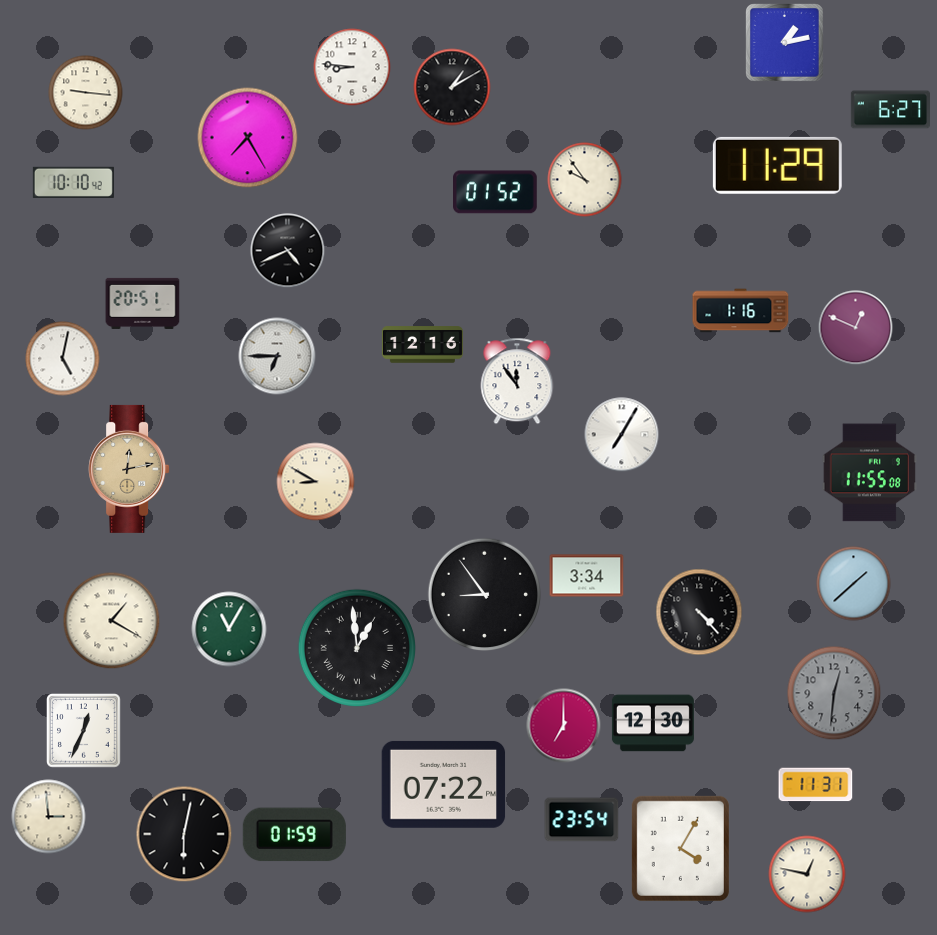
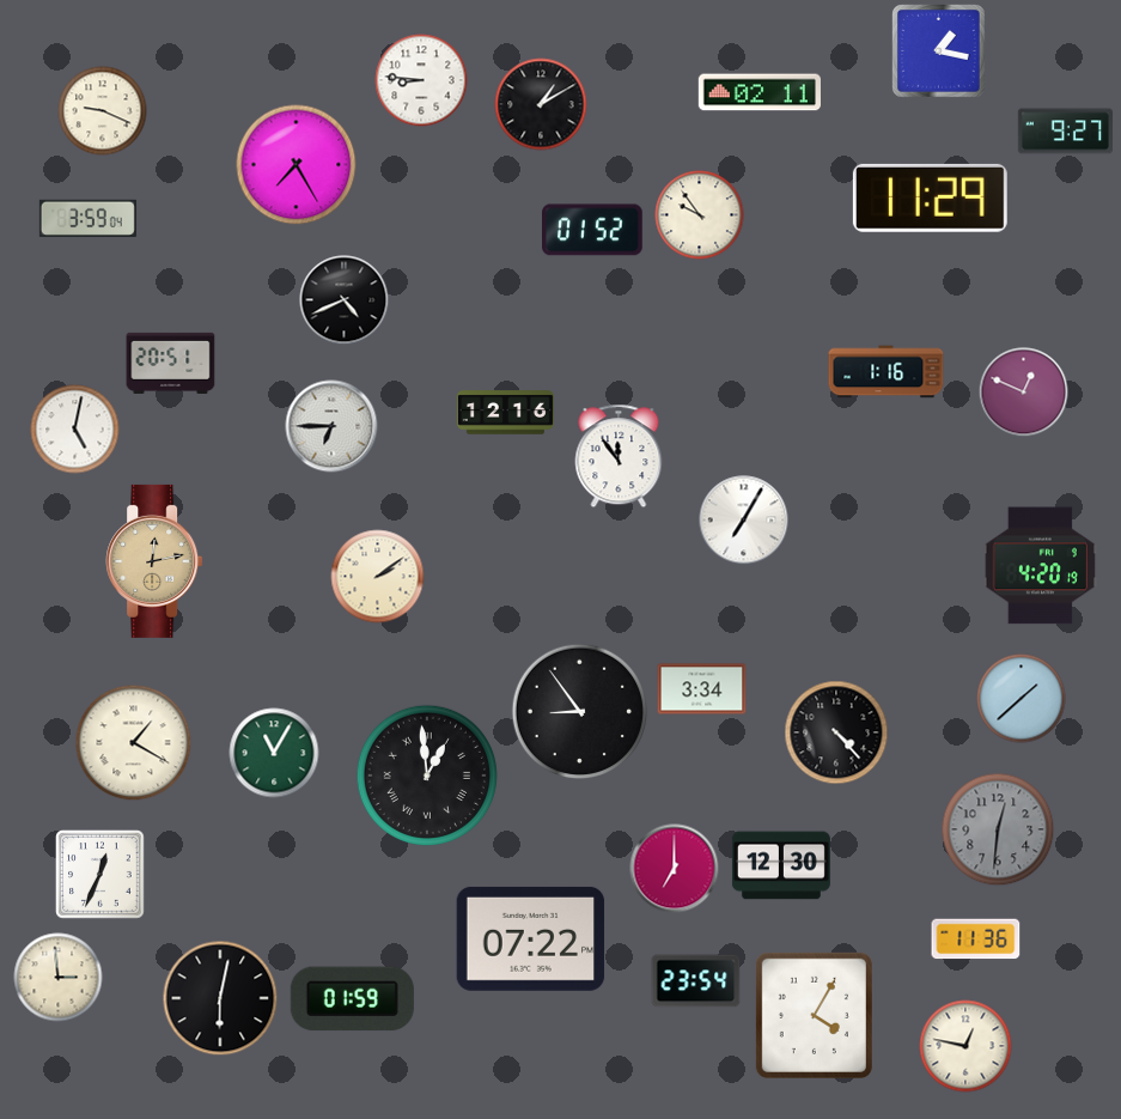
clock at (785, 43): 1:13 -> 1:17
clock at (760, 92): none -> 02:11
clock at (86, 93): 9:16 -> 9:19
clock at (890, 110): 6:27 -> 9:27
clock at (73, 182): 10:10 -> 3:59
clock at (869, 473): 11:55 -> 4:20
clock at (316, 482): 8:50 -> 2:09
clock at (816, 785): 11:31 -> 11:36
